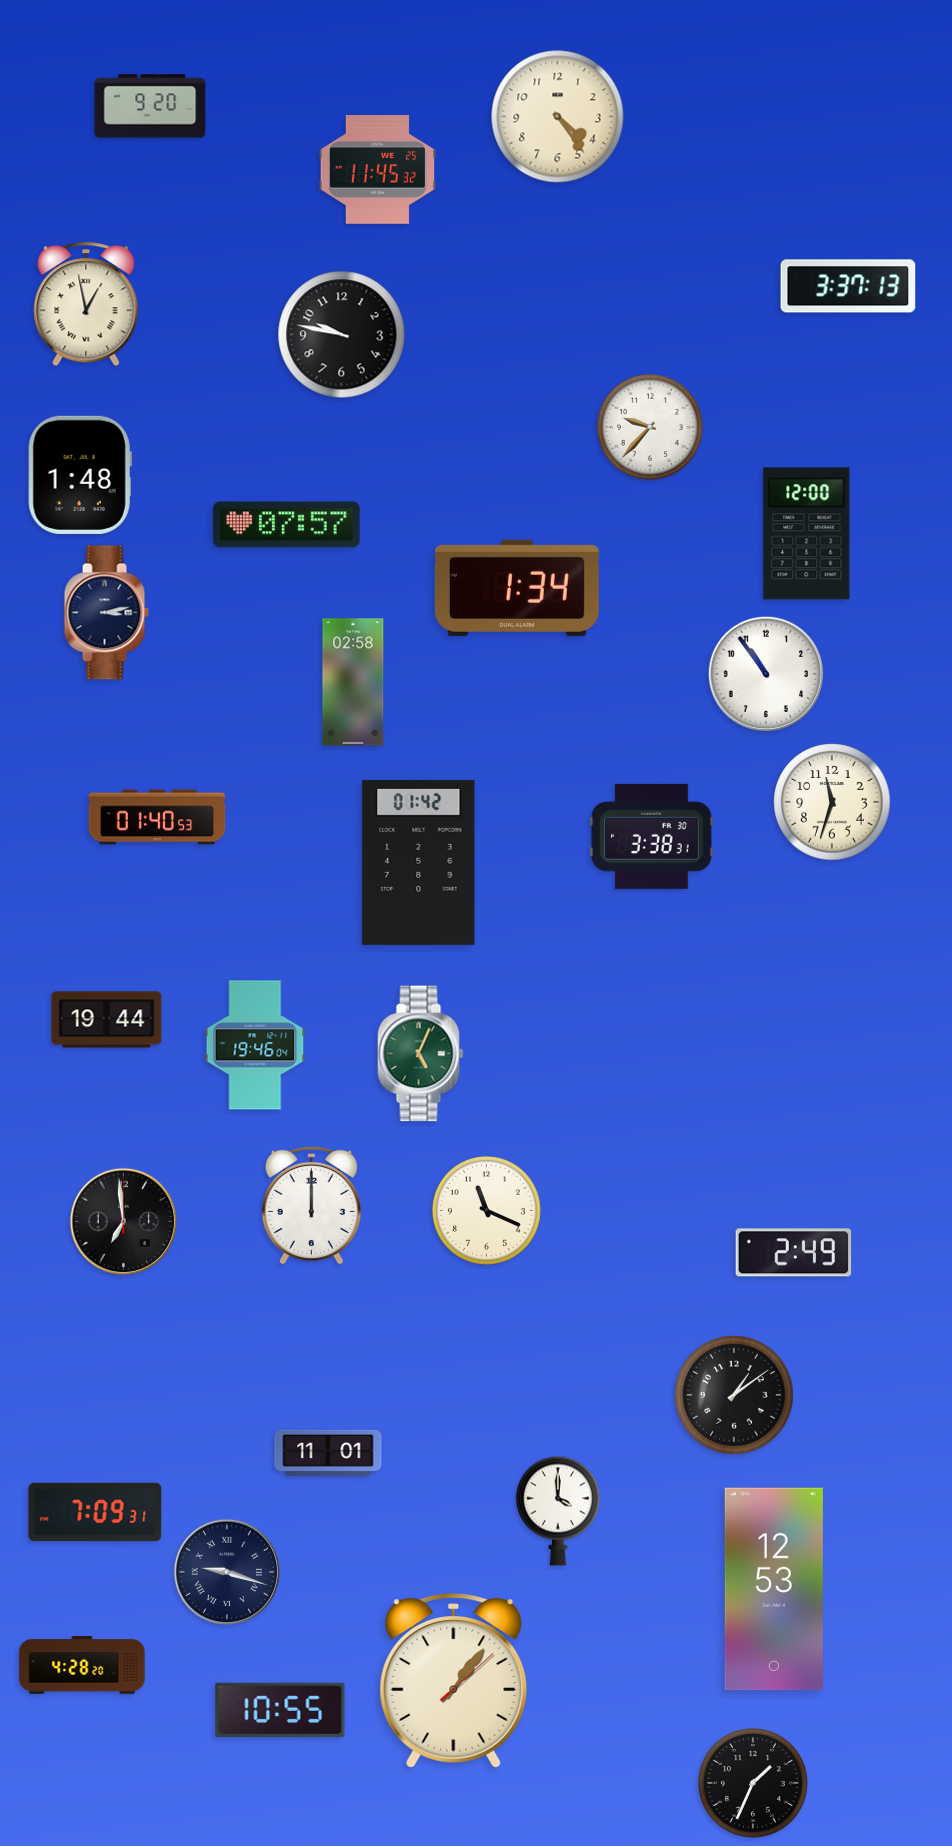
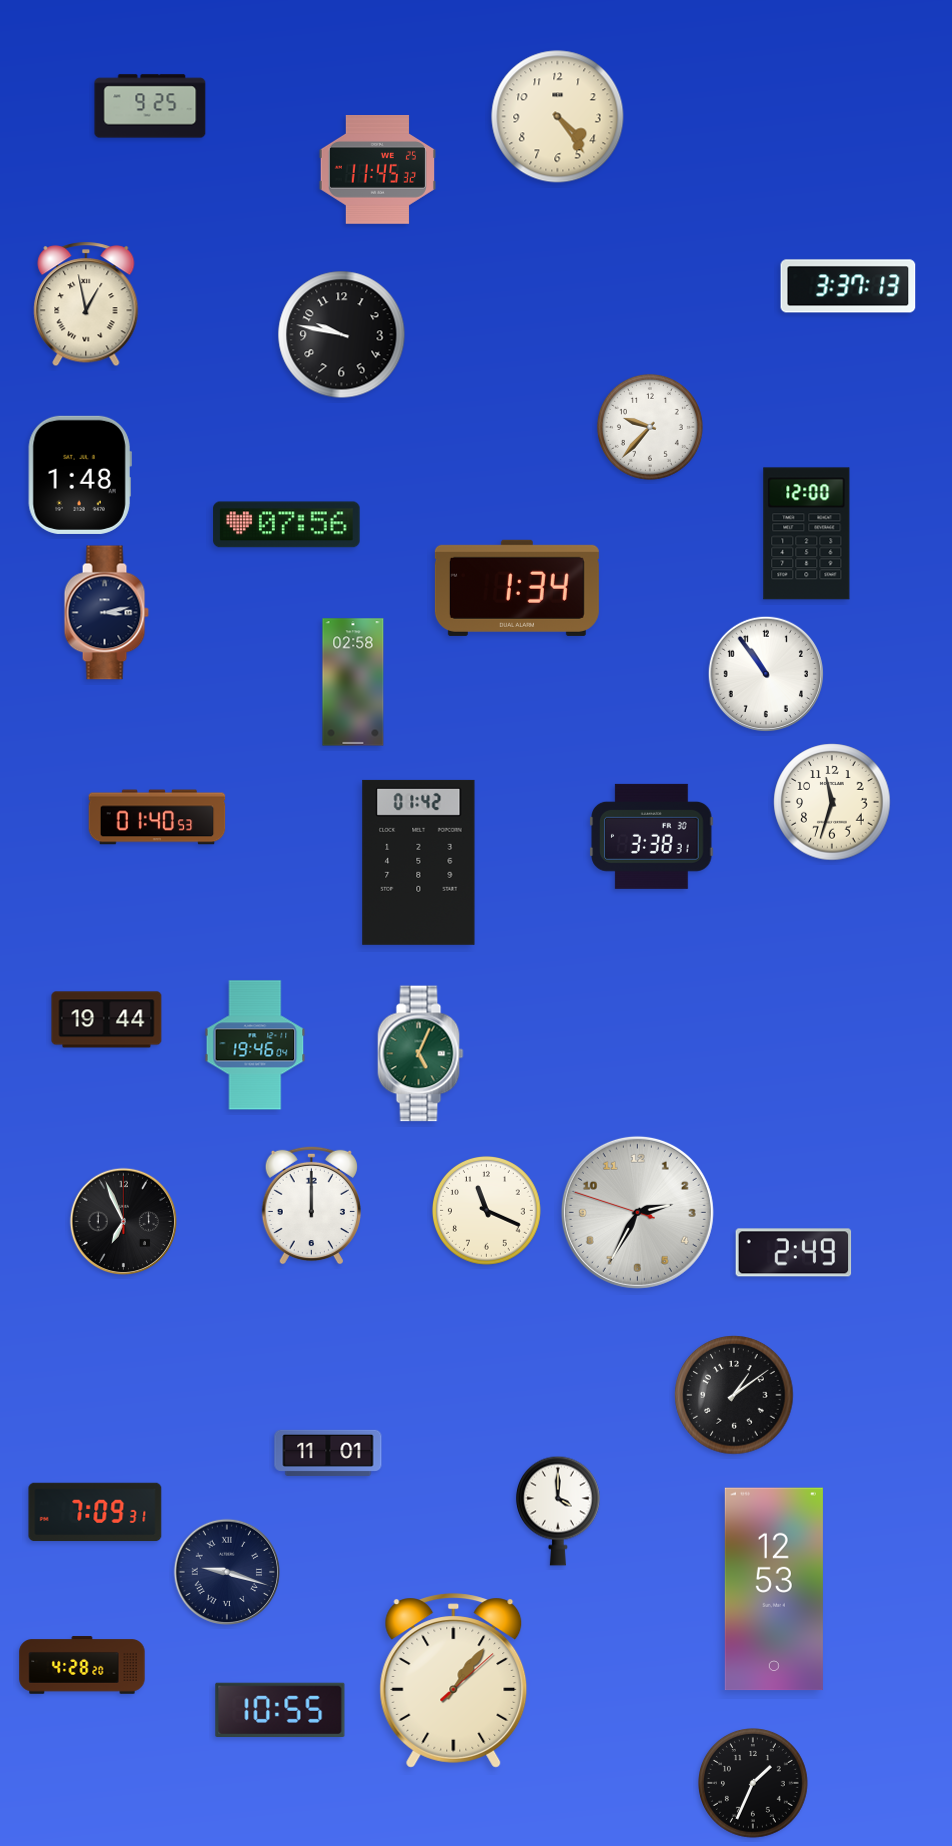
clock at (150, 106): 9:20 -> 9:25
clock at (287, 525): 07:57 -> 07:56
clock at (637, 1212): none -> 2:34
clock at (123, 1221): 6:59 -> 6:56
